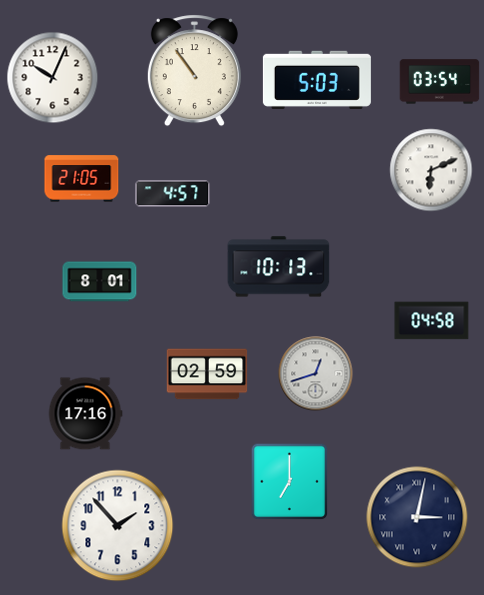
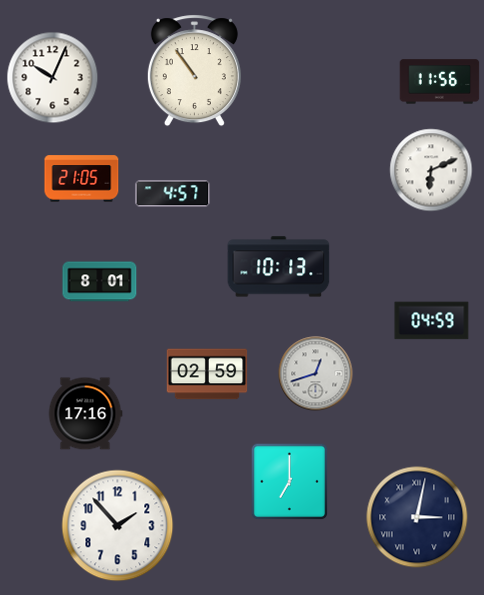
clock at (317, 80): 5:03 -> none
clock at (440, 82): 03:54 -> 11:56
clock at (432, 321): 04:58 -> 04:59
